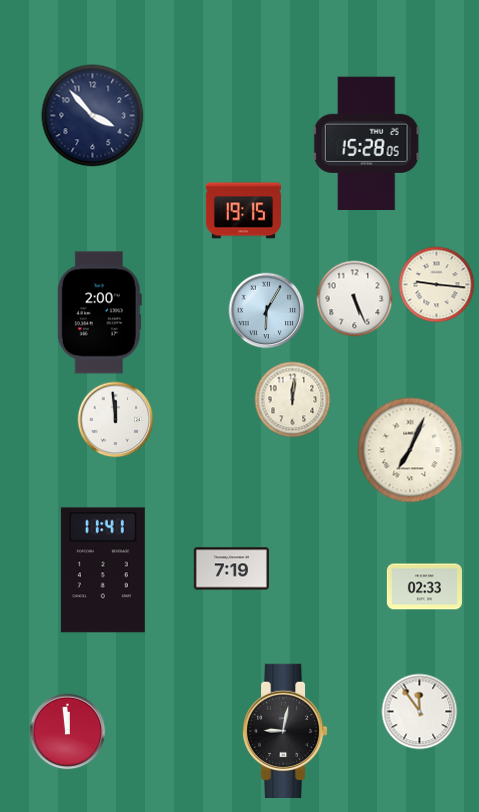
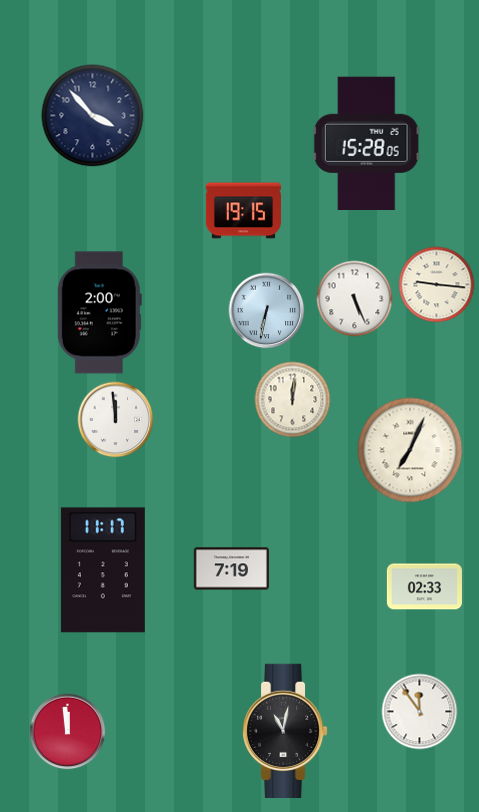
clock at (267, 311): 6:05 -> 6:32
clock at (103, 570): 11:41 -> 11:17
clock at (285, 730): 9:02 -> 11:02
